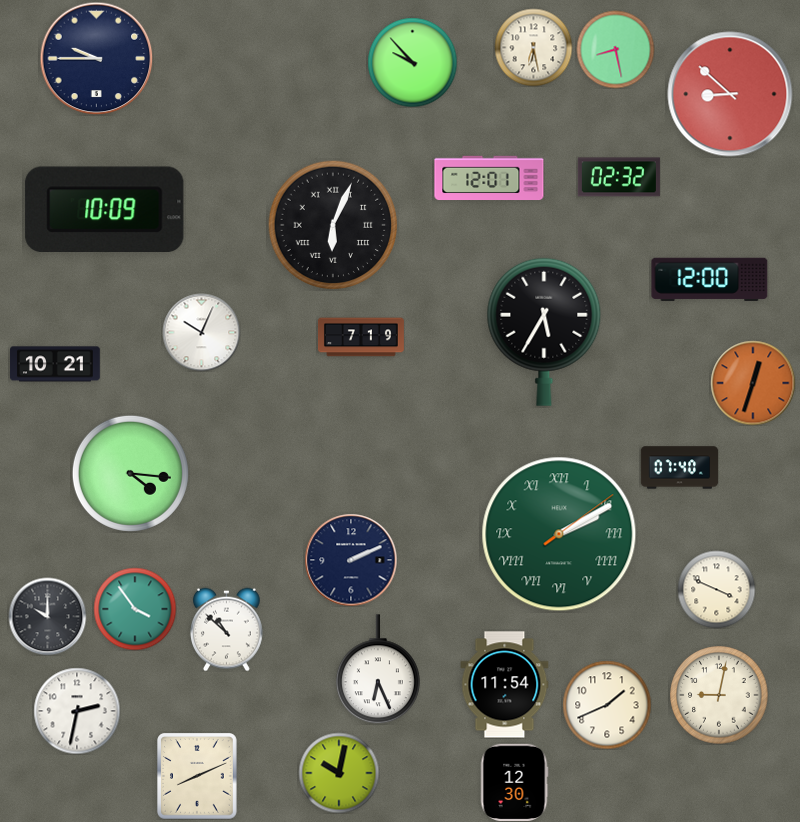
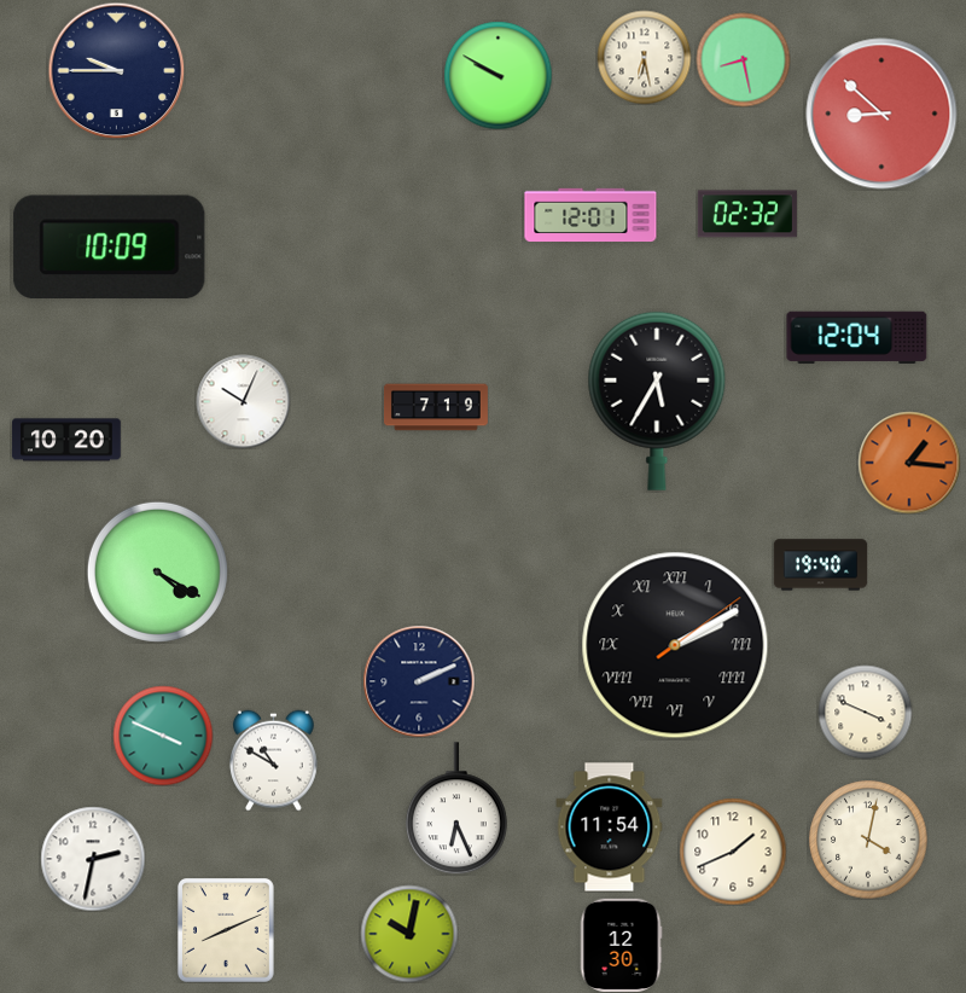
clock at (412, 62): 9:53 -> 9:50
clock at (105, 209) position: (105, 209) -> (110, 246)
clock at (333, 225): 6:04 -> none
clock at (710, 279): 12:00 -> 12:04
clock at (55, 364): 10:21 -> 10:20
clock at (753, 383): 12:33 -> 1:16
clock at (679, 468): 07:40 -> 19:40
clock at (130, 473): 4:16 -> 4:20
clock at (559, 534) dial: green -> black
clock at (351, 560) position: (351, 560) -> (419, 681)
clock at (135, 609): 3:54 -> 3:49
clock at (47, 616): 10:00 -> none
clock at (227, 629): 10:52 -> 10:50
clock at (719, 695): 9:02 -> 4:02
clock at (198, 776) position: (198, 776) -> (227, 930)
